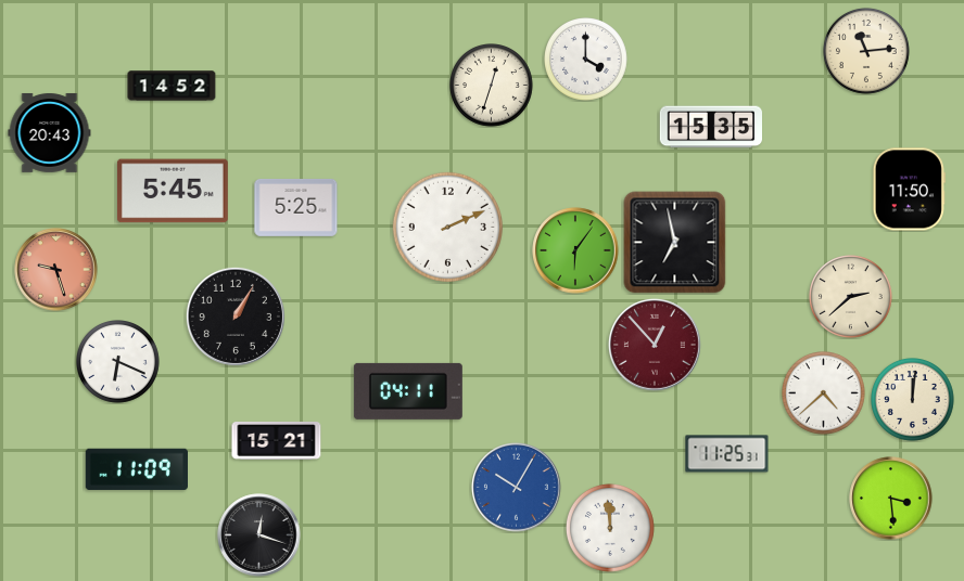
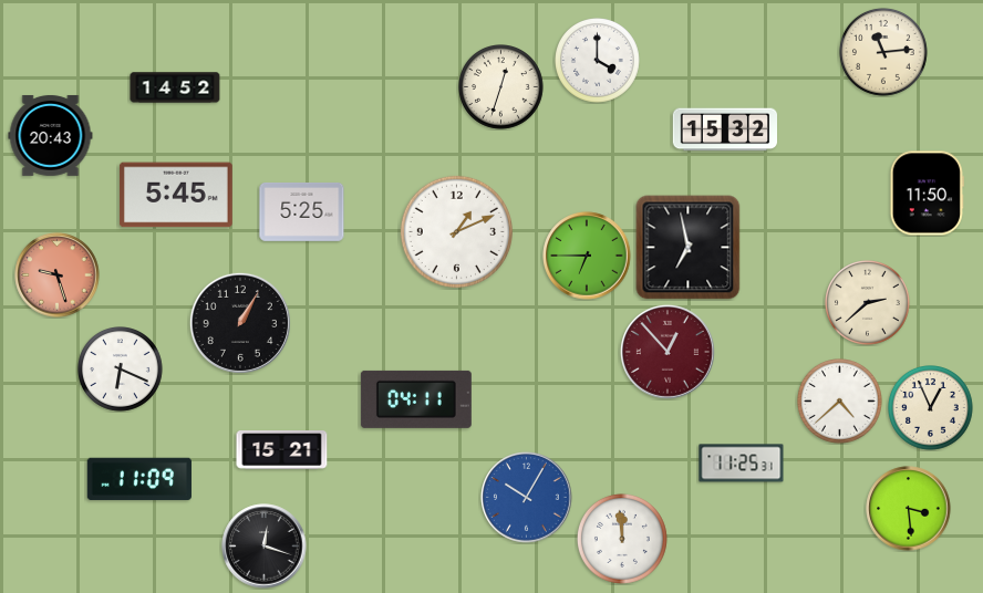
clock at (710, 127): 15:35 -> 15:32
clock at (447, 227): 2:11 -> 1:11
clock at (575, 250): 6:06 -> 6:45
clock at (913, 400): 12:01 -> 12:56
